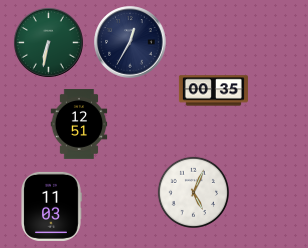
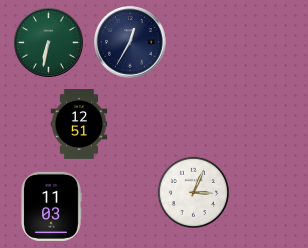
clock at (213, 91): 00:35 -> none
clock at (193, 192): 5:04 -> 3:04
